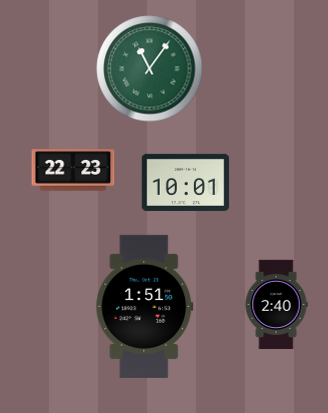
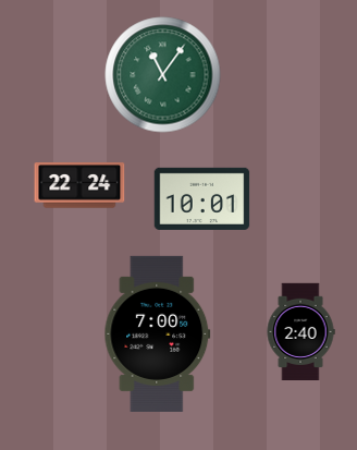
clock at (73, 170): 22:23 -> 22:24
clock at (145, 306): 1:51 -> 7:00
